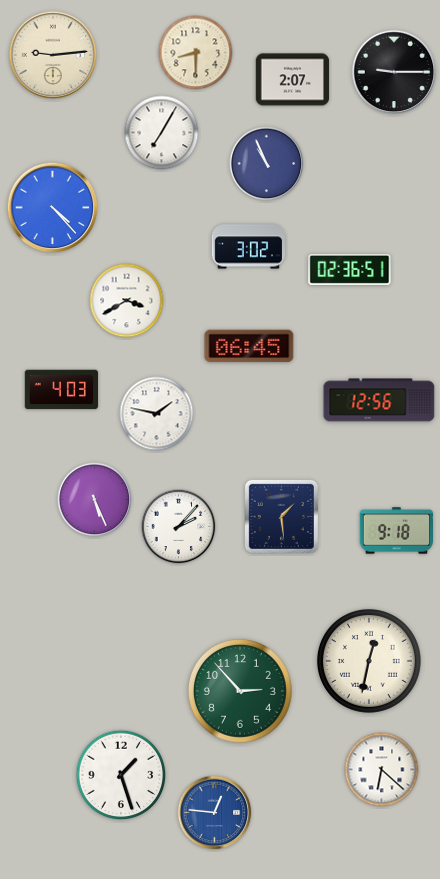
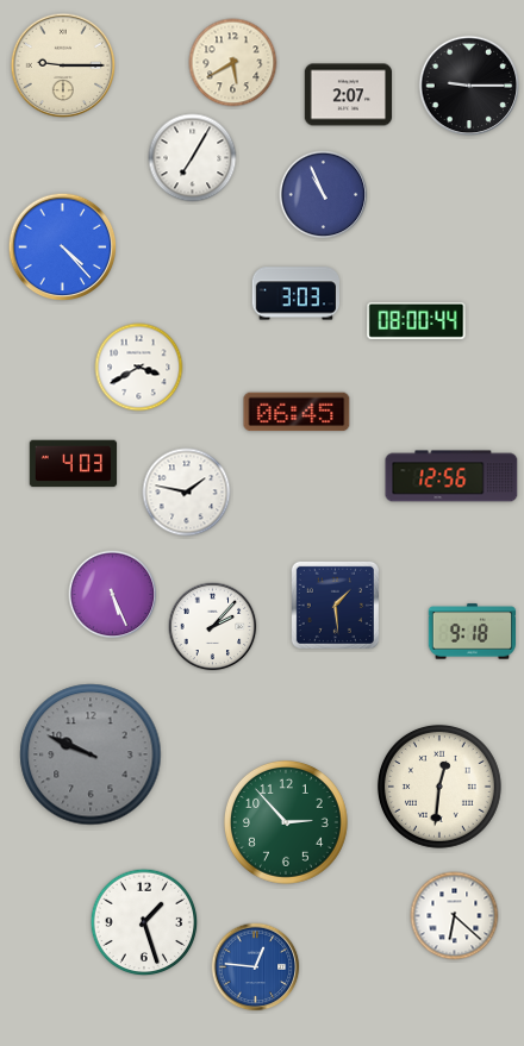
clock at (196, 53): 8:30 -> 5:40
clock at (53, 55): 9:14 -> 9:15
clock at (267, 164) position: (267, 164) -> (324, 195)
clock at (248, 247): 3:02 -> 3:03
clock at (350, 269): 02:36 -> 08:00
clock at (127, 301) position: (127, 301) -> (139, 368)
clock at (281, 516) position: (281, 516) -> (335, 605)
clock at (91, 754): none -> 9:49
clock at (369, 661): 12:32 -> 12:31
